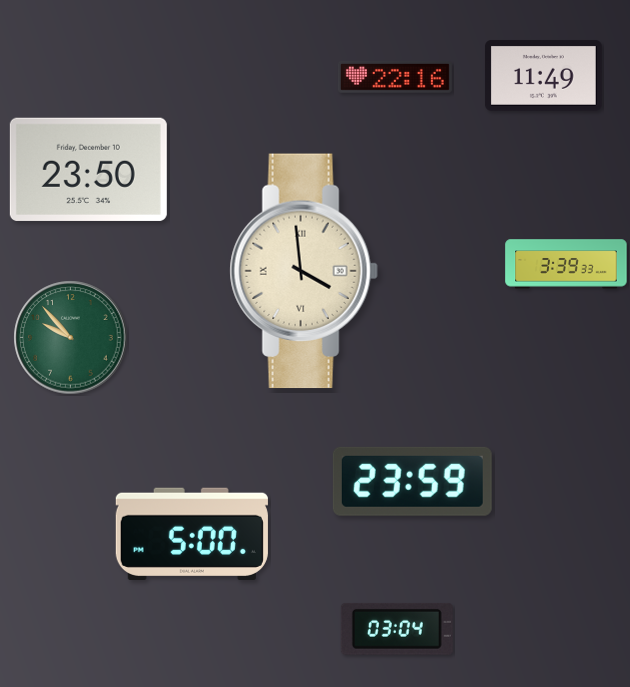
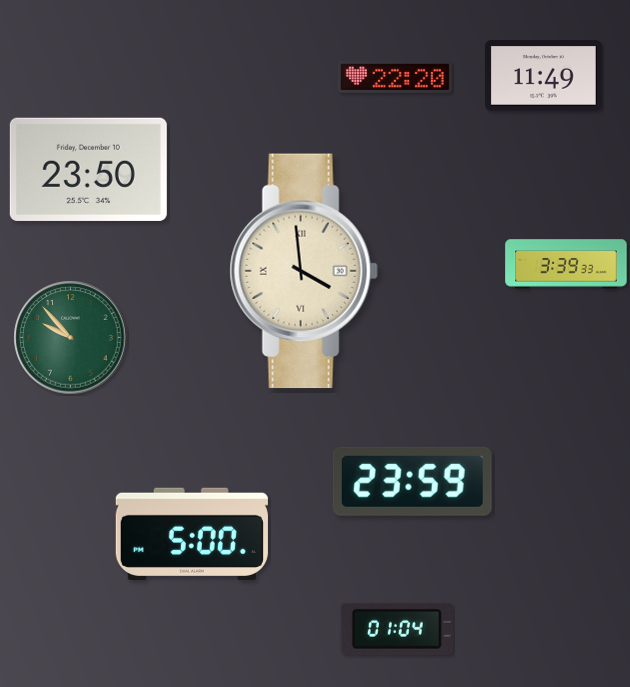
clock at (395, 78): 22:16 -> 22:20
clock at (397, 629): 03:04 -> 01:04
